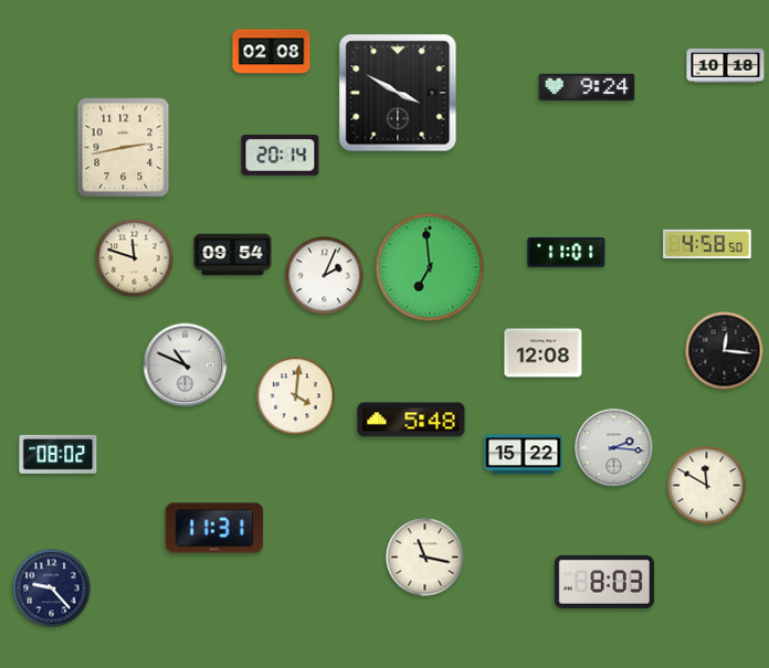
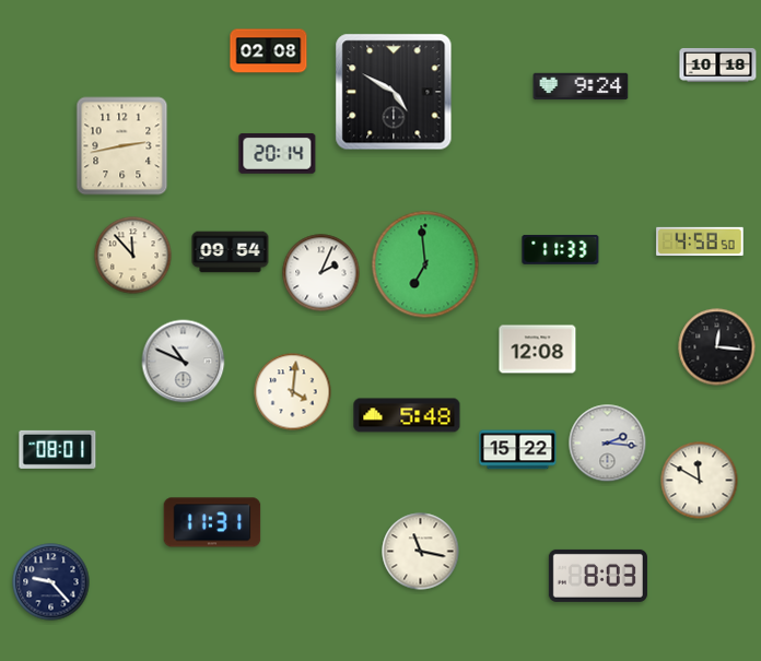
clock at (398, 93): 3:50 -> 4:50
clock at (567, 252): 11:01 -> 11:33
clock at (135, 258): 11:48 -> 11:53
clock at (59, 454): 08:02 -> 08:01
